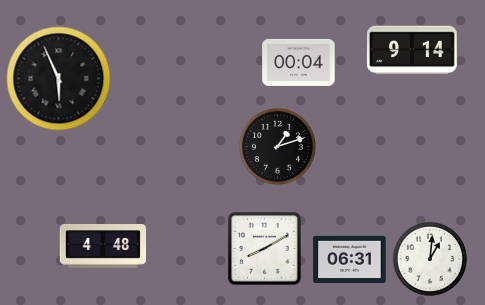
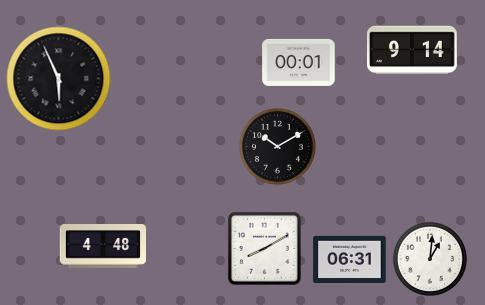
clock at (299, 62): 00:04 -> 00:01
clock at (277, 146): 1:12 -> 10:10
